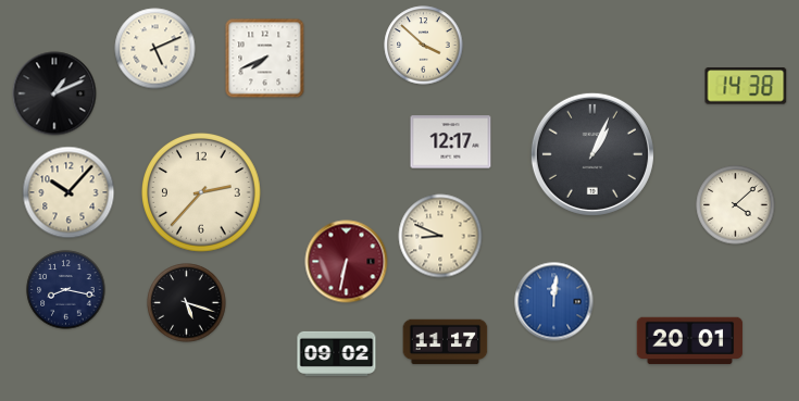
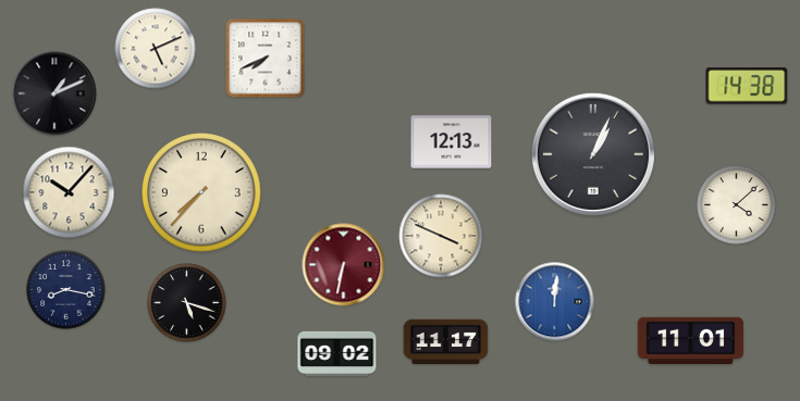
clock at (424, 46): 3:52 -> none
clock at (451, 142): 12:17 -> 12:13
clock at (202, 193): 2:37 -> 7:37
clock at (440, 236): 8:49 -> 3:49
clock at (347, 262) position: (347, 262) -> (344, 265)
clock at (690, 341): 20:01 -> 11:01
